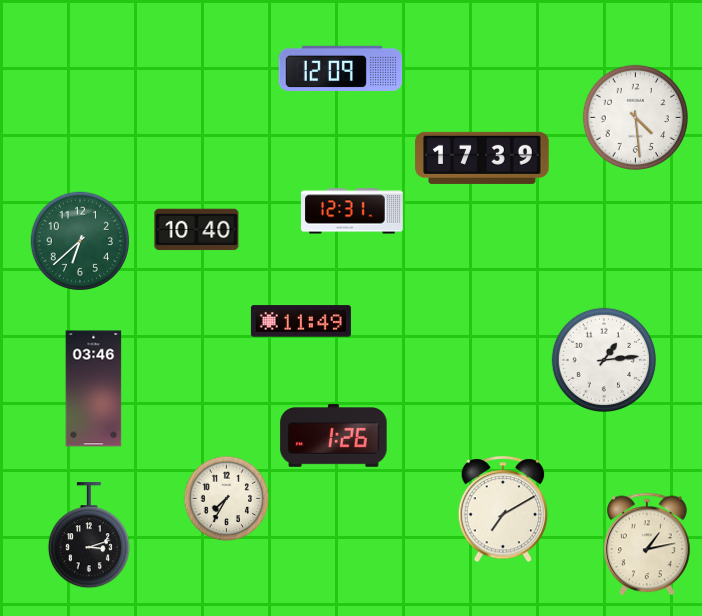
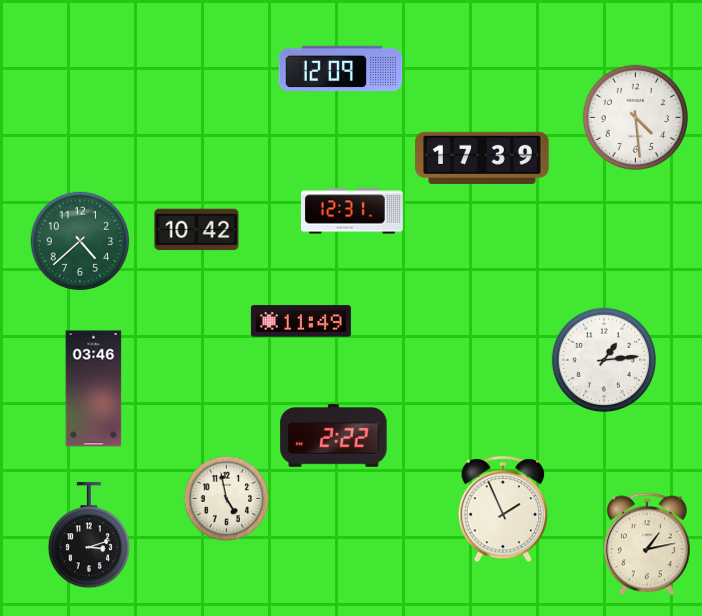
clock at (197, 230): 10:40 -> 10:42
clock at (79, 240): 6:38 -> 4:38
clock at (334, 436): 1:26 -> 2:22
clock at (227, 499): 7:35 -> 4:58
clock at (503, 510): 7:10 -> 1:56
